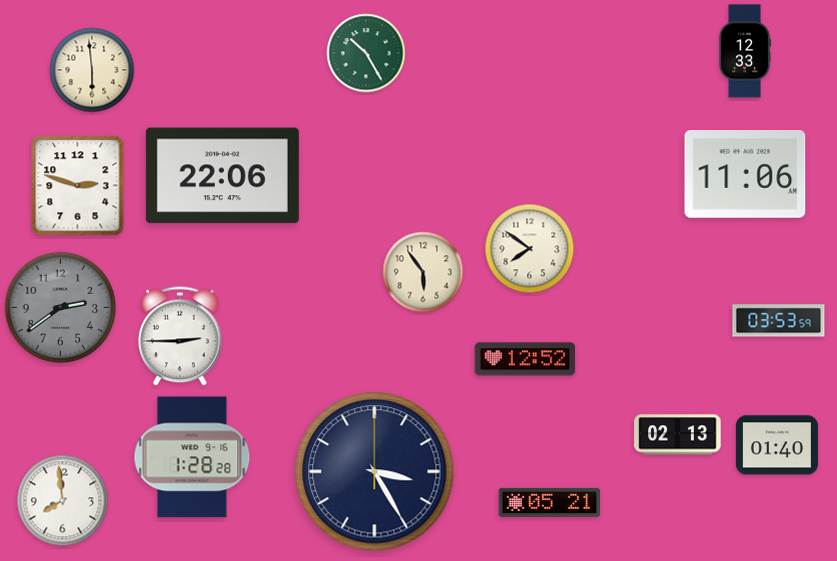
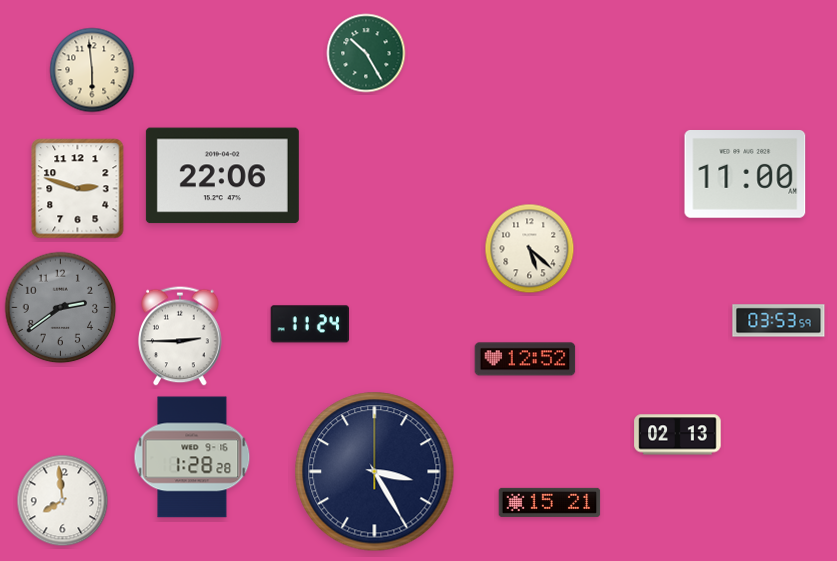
clock at (745, 51): 12:33 -> none
clock at (745, 175): 11:06 -> 11:00
clock at (78, 186) position: (78, 186) -> (78, 189)
clock at (530, 249): 7:51 -> 5:22
clock at (423, 272): 5:54 -> none
clock at (310, 324): none -> 11:24
clock at (777, 445): 01:40 -> none
clock at (550, 502): 05:21 -> 15:21
